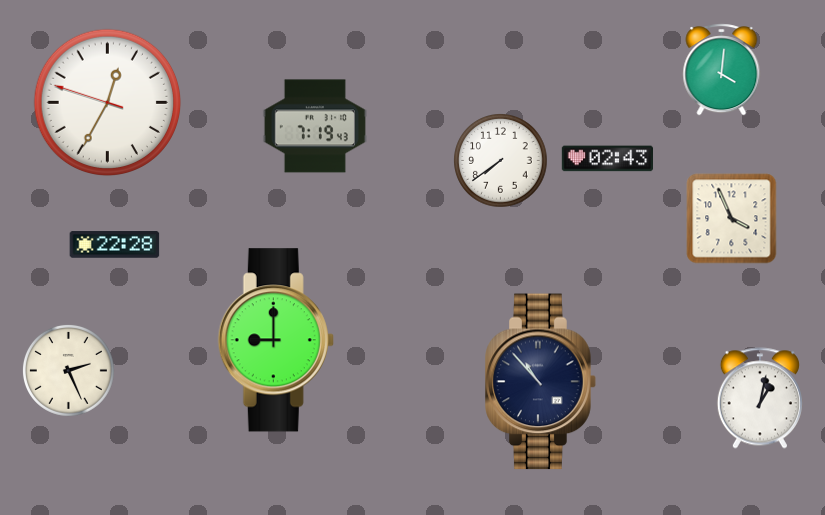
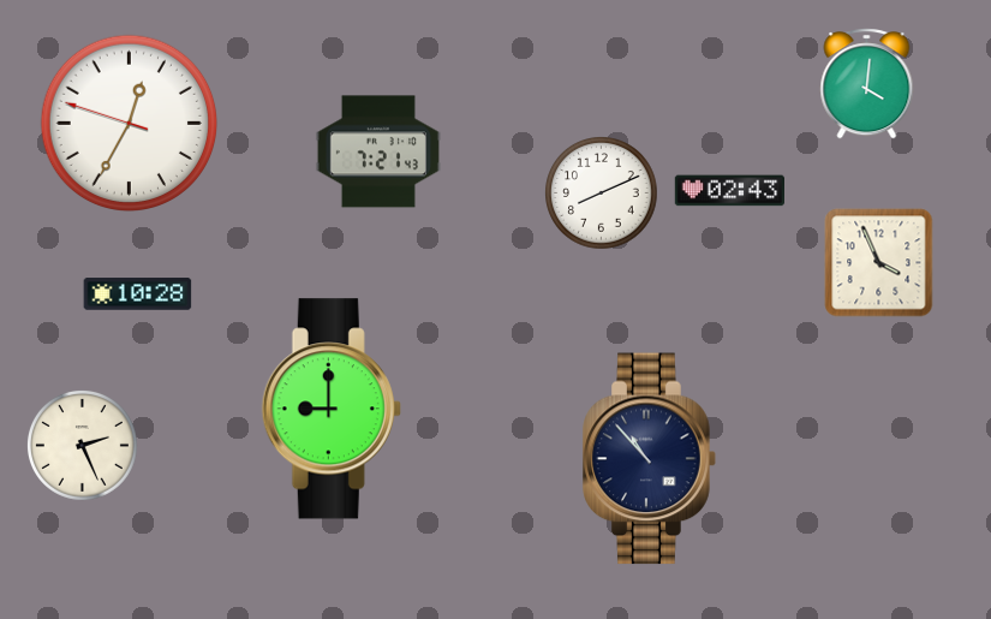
clock at (315, 126): 7:19 -> 7:21
clock at (501, 161): 7:39 -> 8:11
clock at (115, 245): 22:28 -> 10:28
clock at (760, 398): 1:02 -> none
